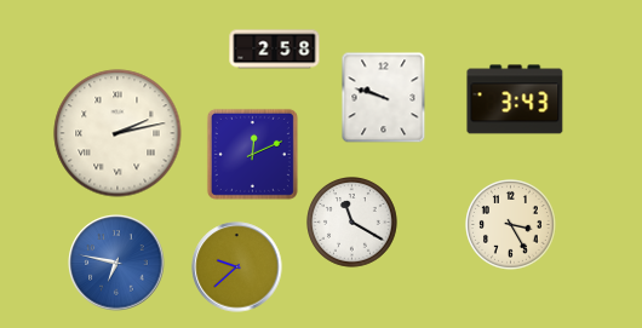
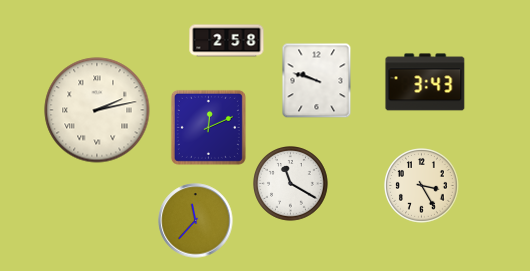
clock at (116, 263): 6:47 -> none
clock at (237, 267): 9:38 -> 11:37
